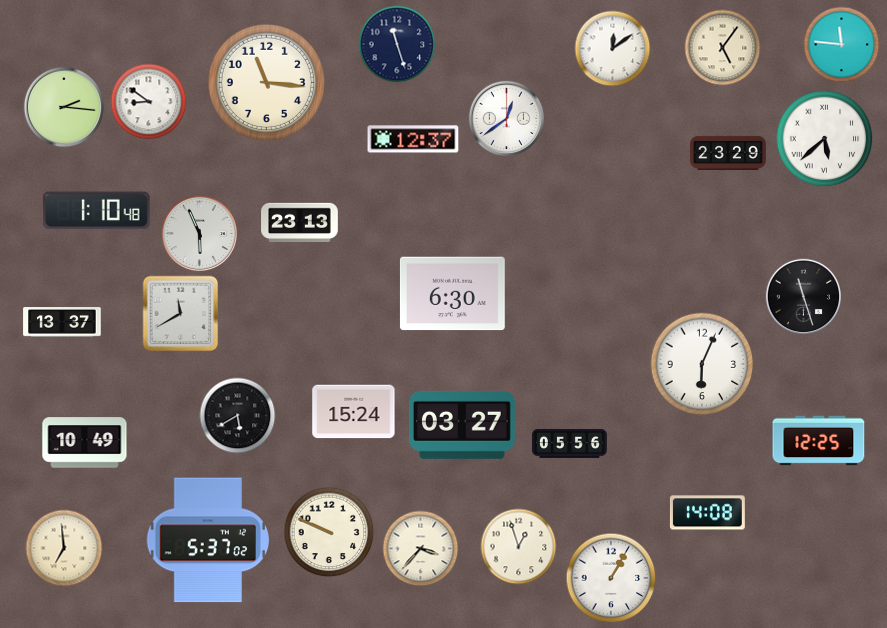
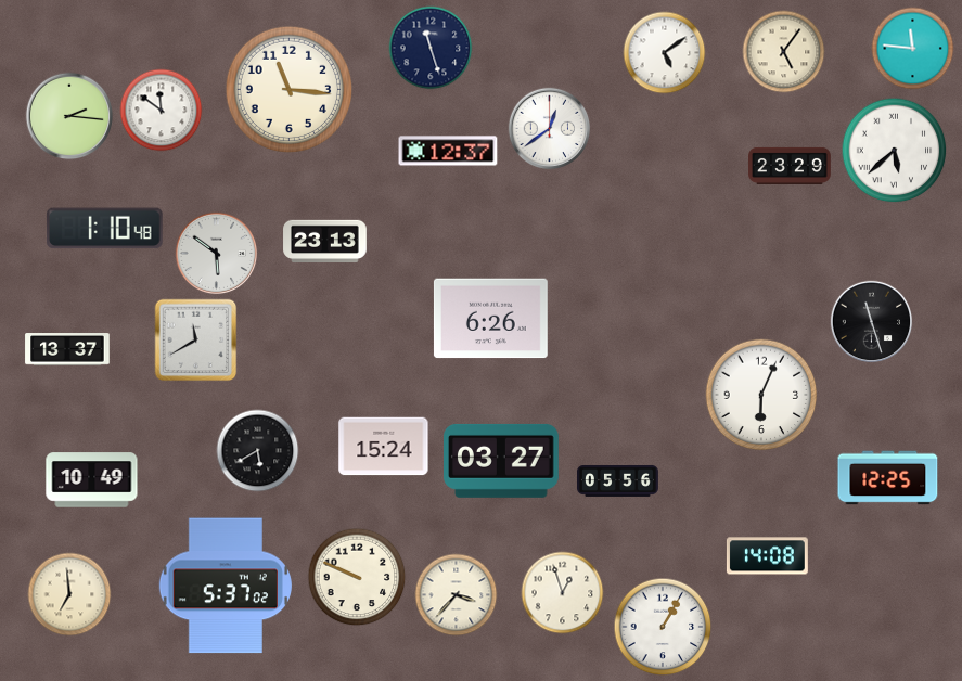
clock at (613, 49): 12:09 -> 5:09
clock at (149, 102): 8:51 -> 11:51
clock at (200, 234): 5:56 -> 5:51
clock at (452, 294): 6:30 -> 6:26
